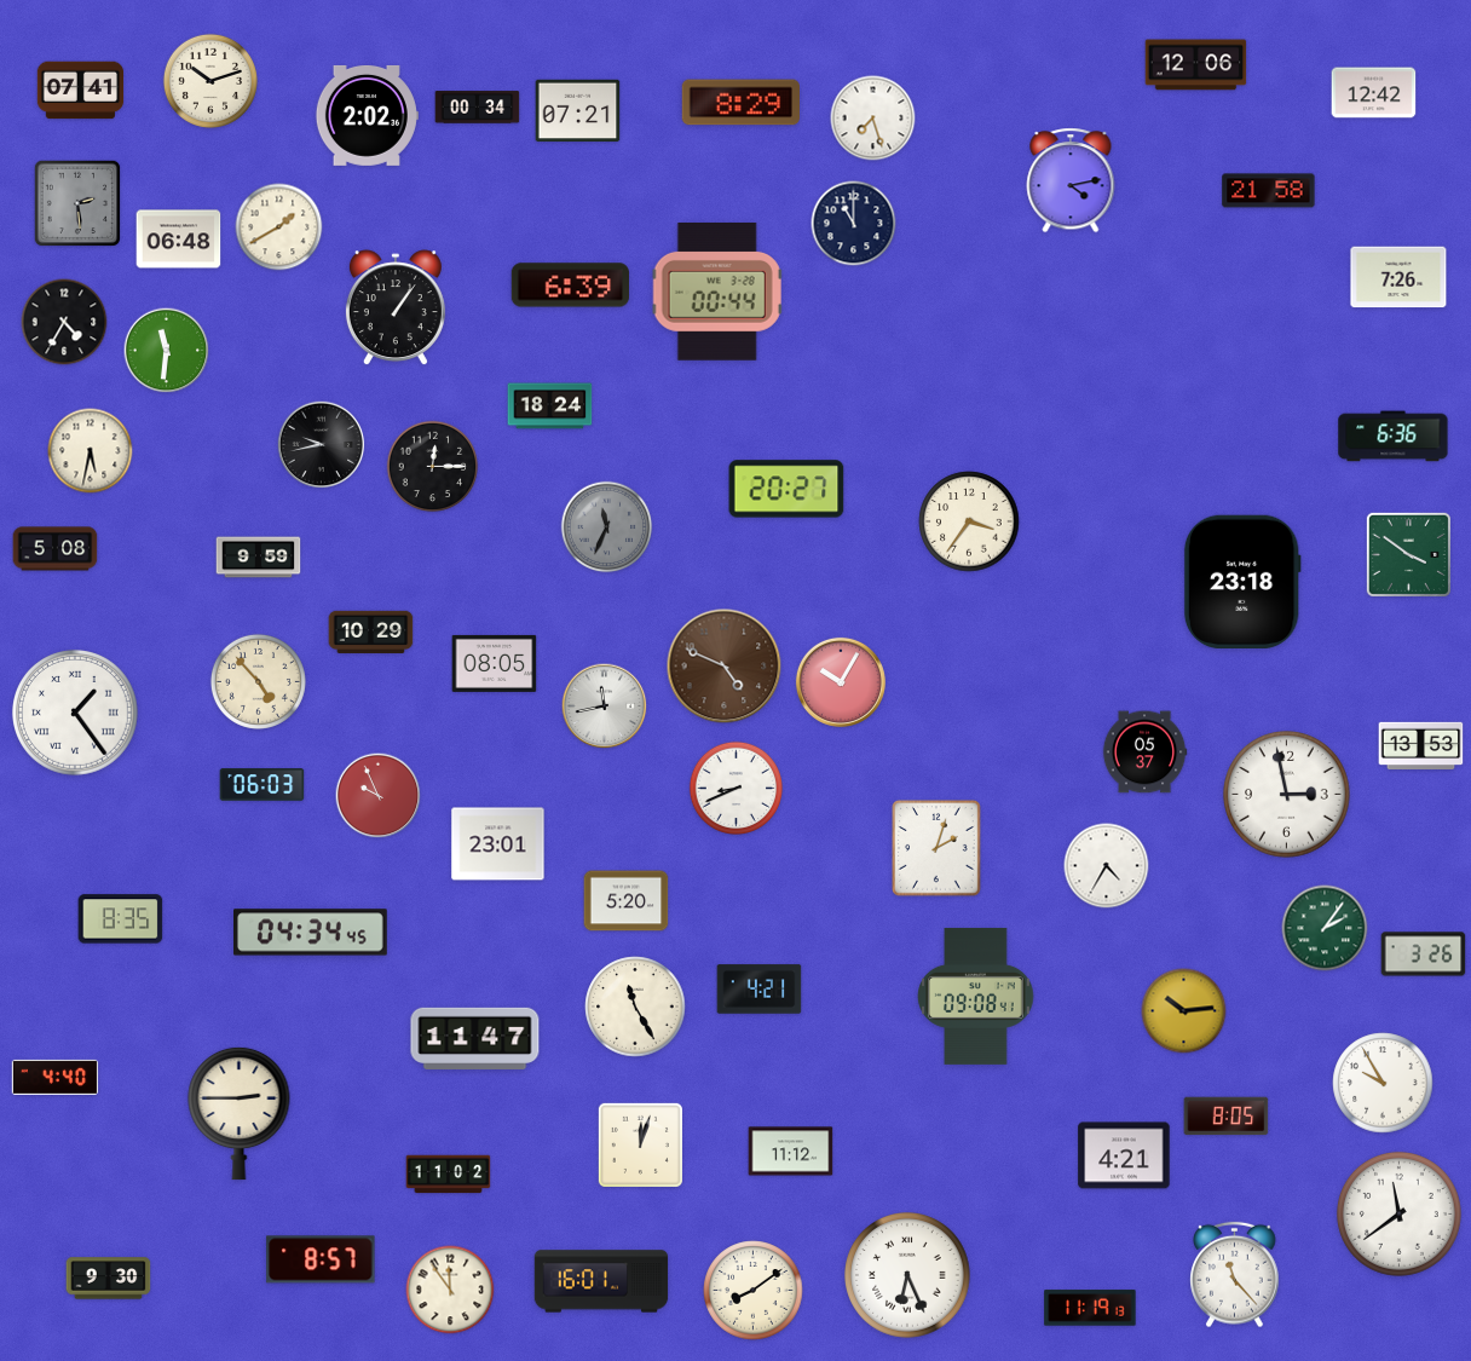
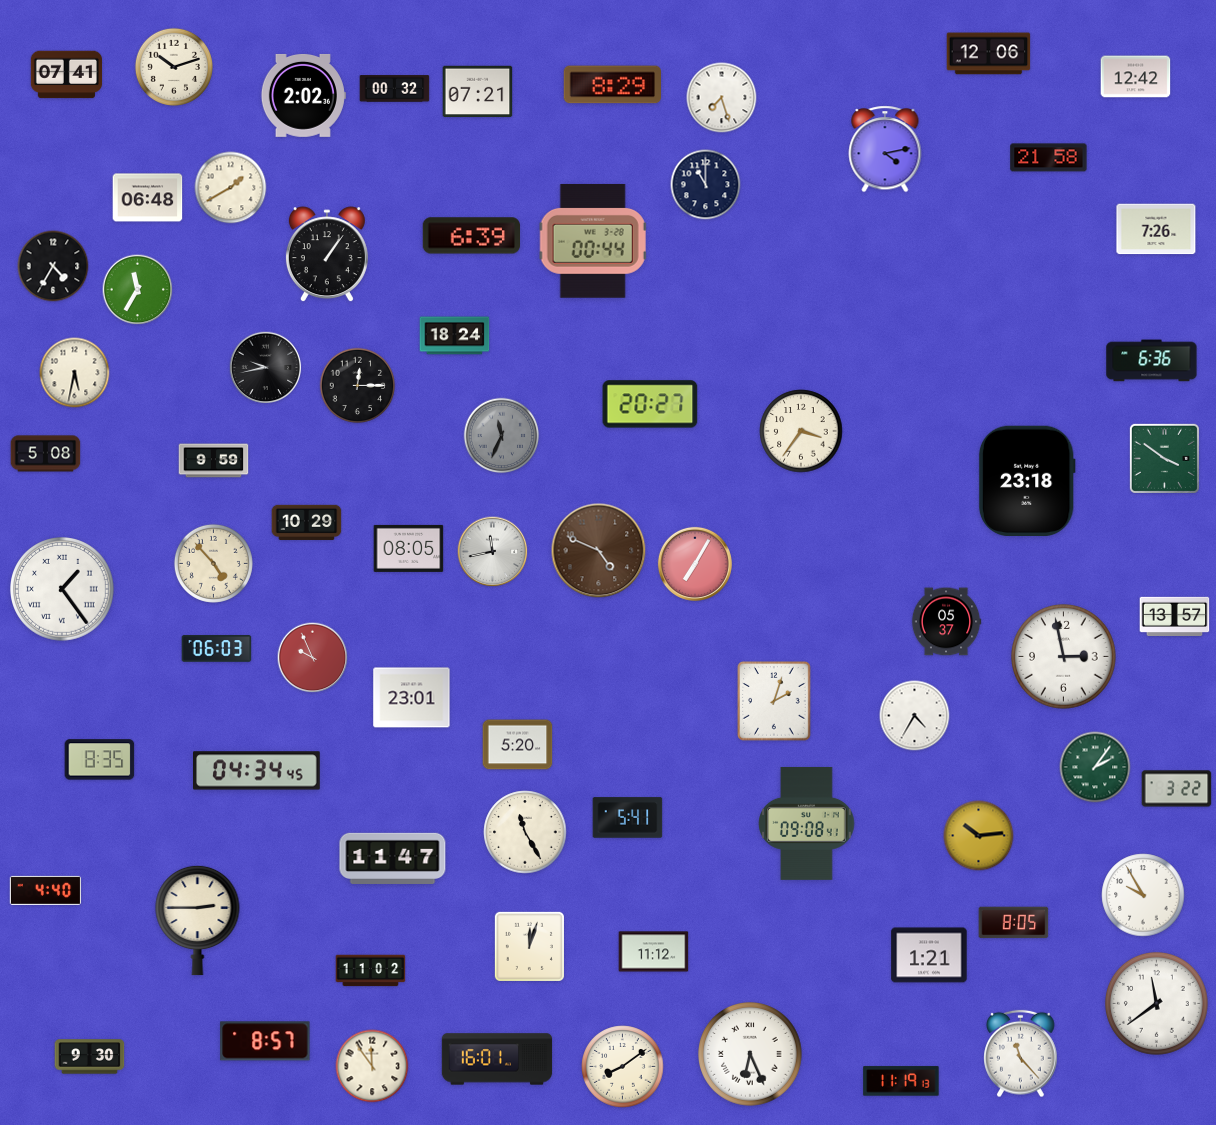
clock at (478, 108): 00:34 -> 00:32
clock at (76, 202): 2:29 -> none
clock at (167, 351): 11:31 -> 11:35
clock at (841, 682): 10:05 -> 7:05
clock at (605, 707) position: (605, 707) -> (493, 552)
clock at (1421, 746): 13:53 -> 13:57
clock at (735, 788): 8:41 -> none
clock at (1424, 955): 3:26 -> 3:22
clock at (760, 990): 4:21 -> 5:41
clock at (1124, 1155): 4:21 -> 1:21
